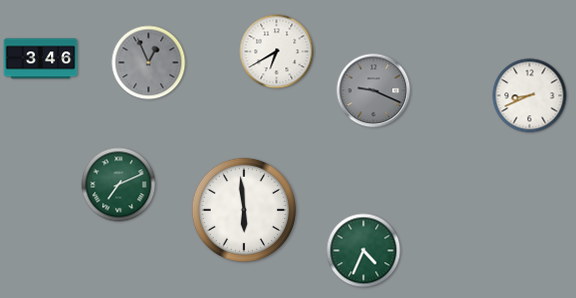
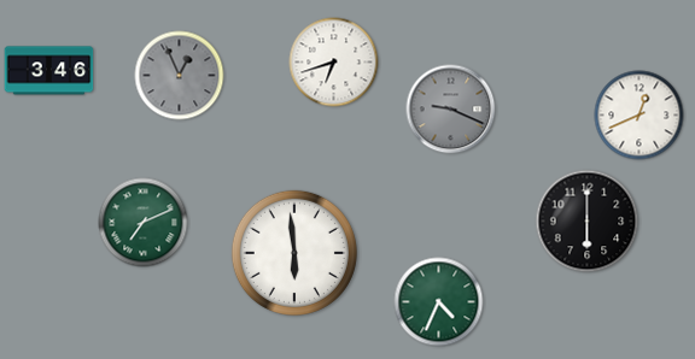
clock at (277, 52): 6:40 -> 6:42
clock at (530, 96): 8:41 -> 12:41
clock at (588, 222): none -> 6:00
